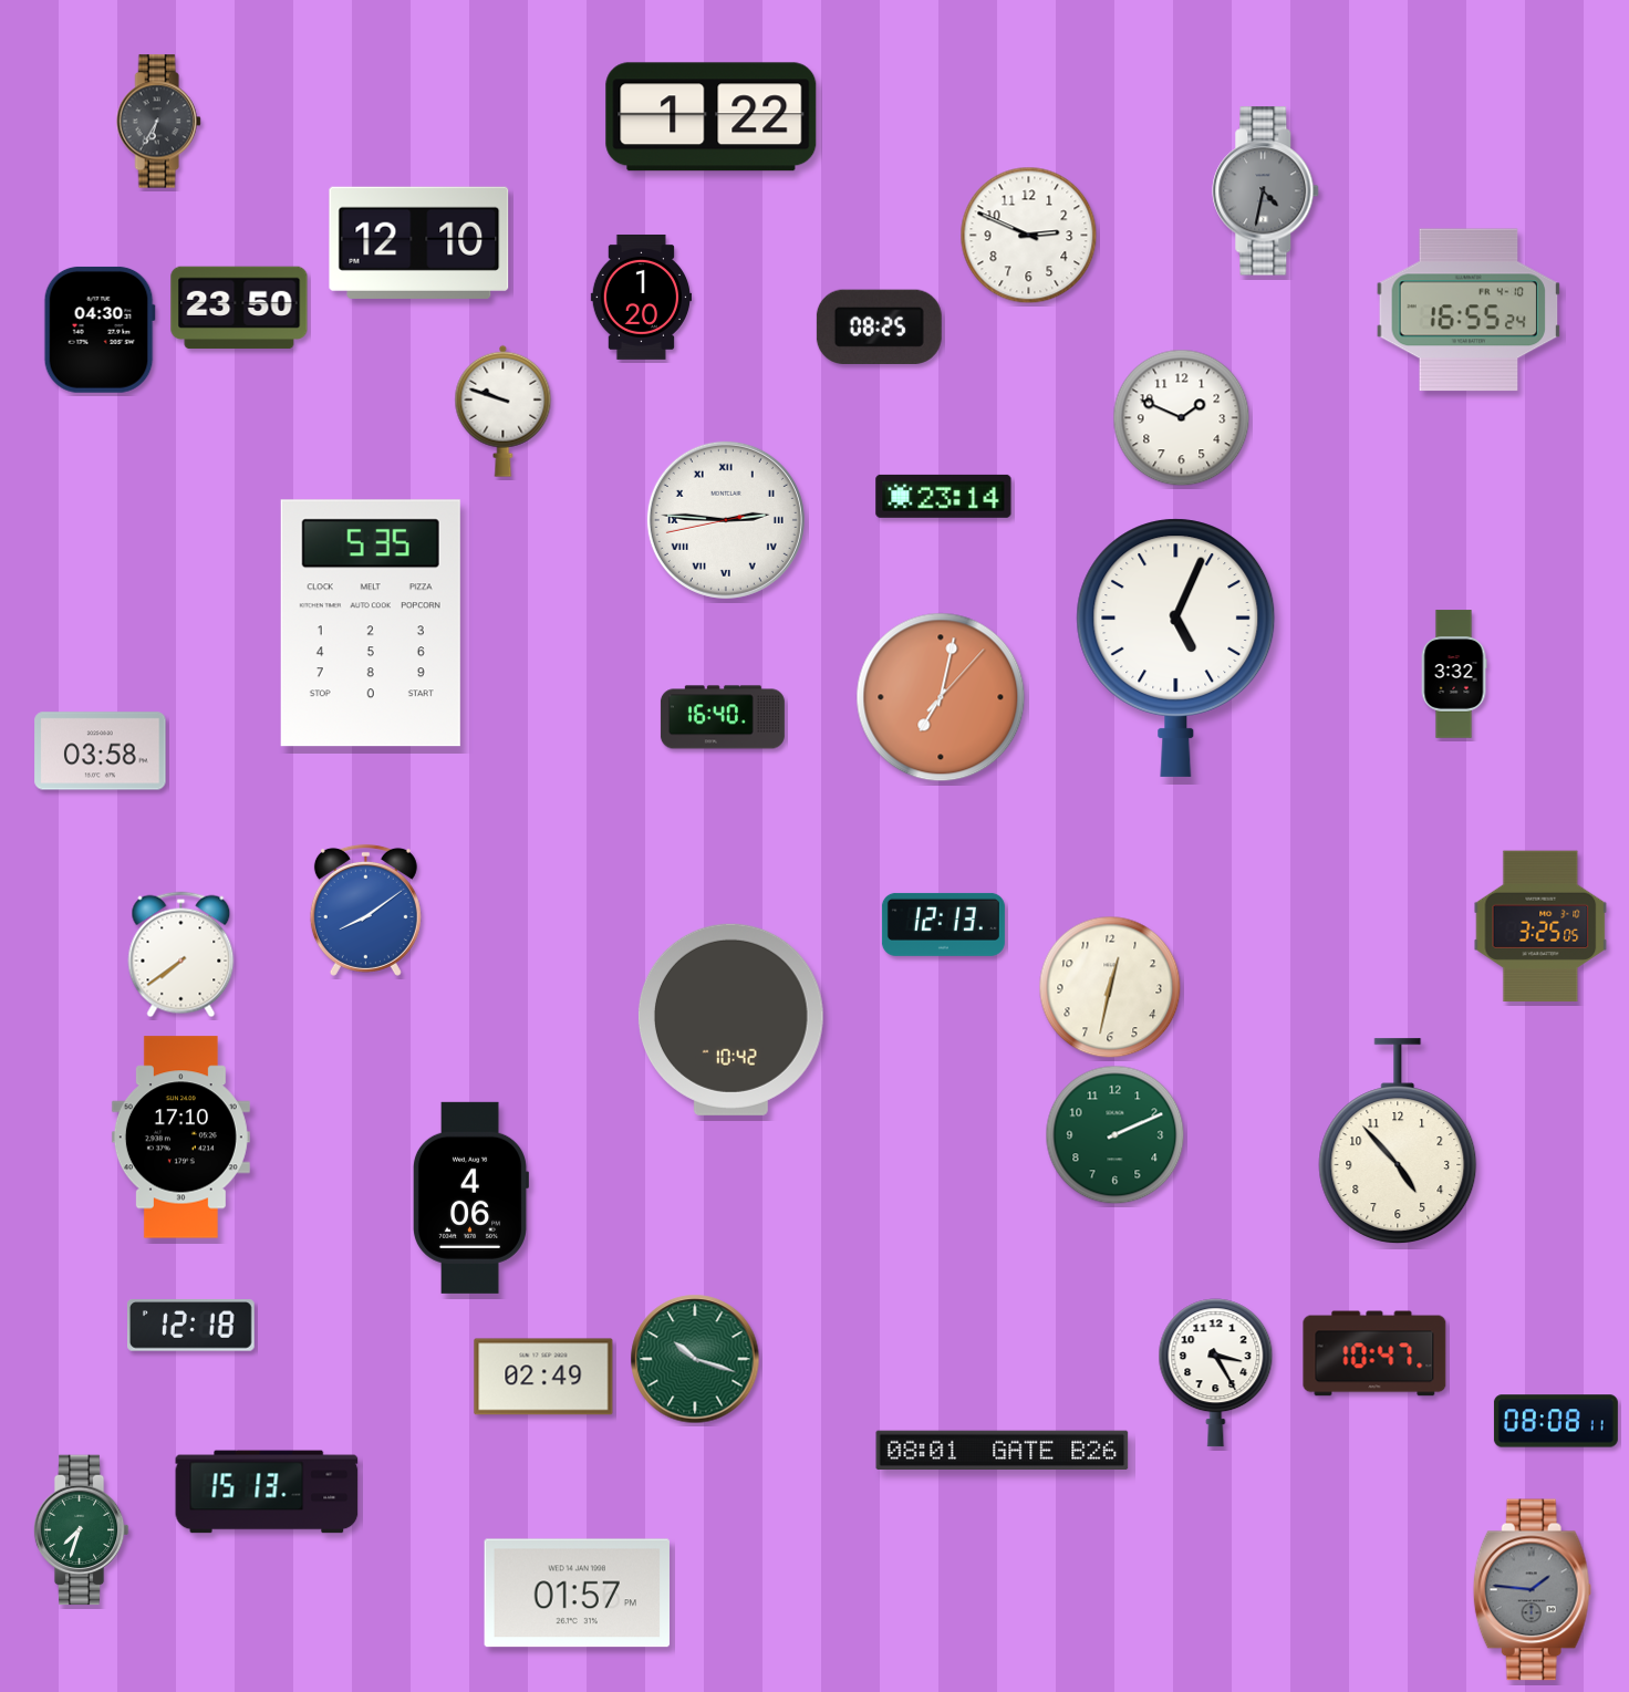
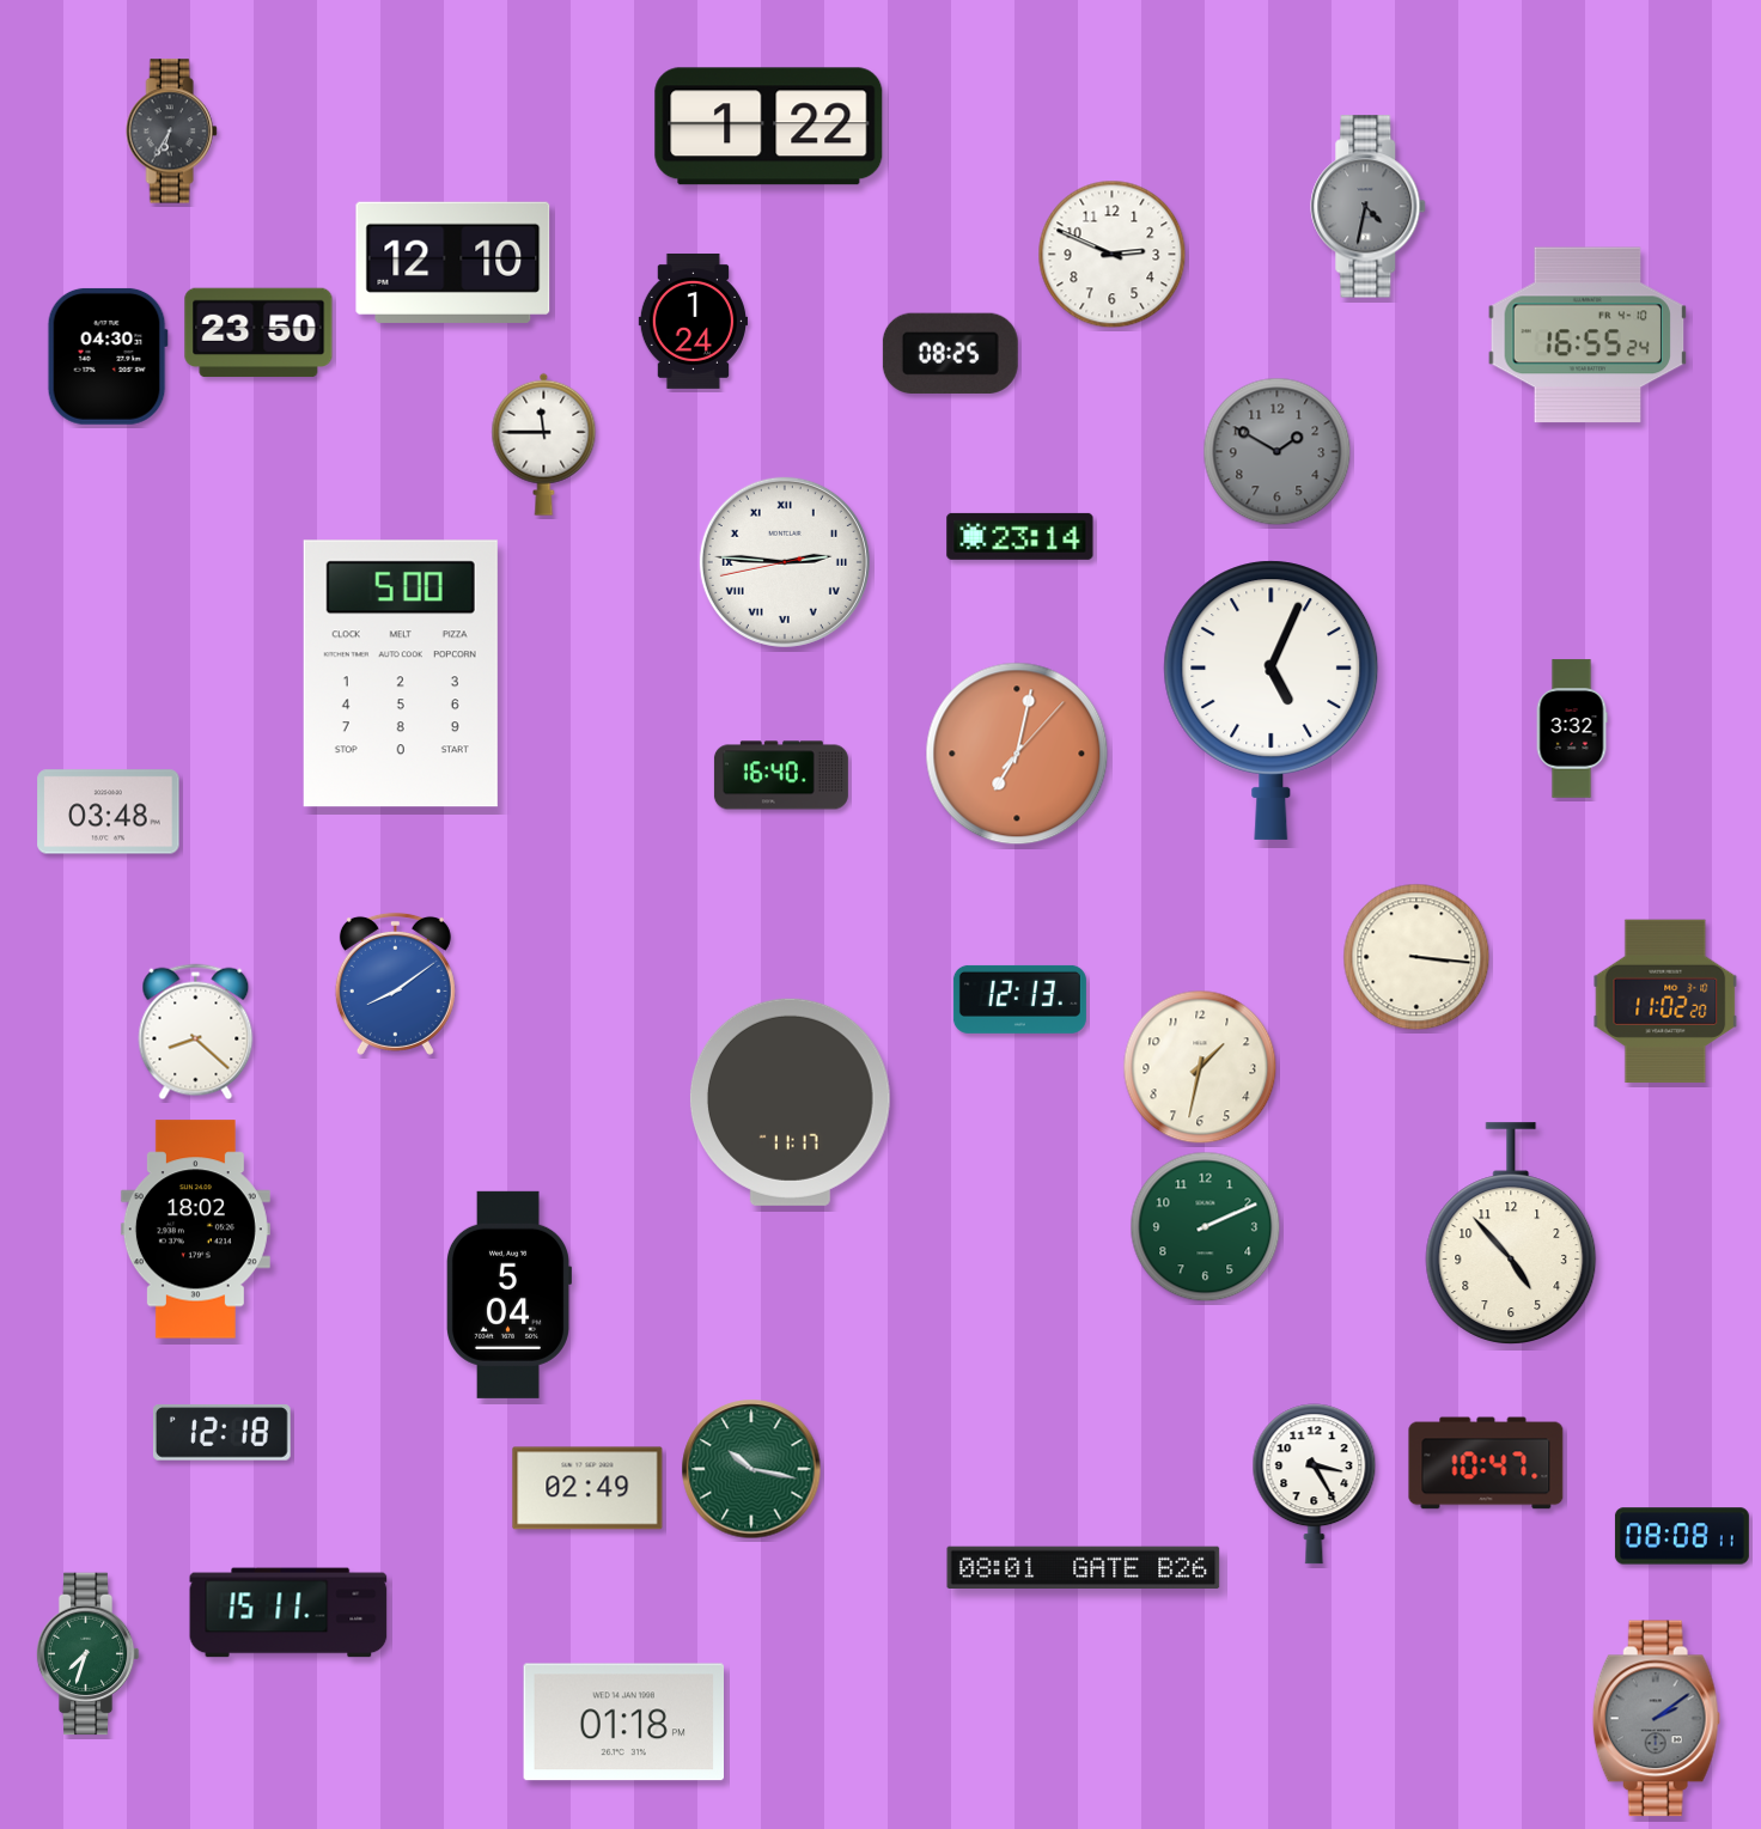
clock at (641, 297): 1:20 -> 1:24
clock at (504, 411): 9:48 -> 11:45
clock at (1182, 418): 1:49 -> 1:50
clock at (1182, 418) dial: white -> grey
clock at (371, 623): 5:35 -> 5:00
clock at (101, 751): 03:58 -> 03:48
clock at (1416, 957): none -> 3:16
clock at (1540, 926): 3:25 -> 11:02
clock at (181, 955): 7:39 -> 8:22
clock at (1110, 987): 12:32 -> 1:32
clock at (730, 1019): 10:42 -> 11:17
clock at (180, 1138): 17:10 -> 18:02
clock at (469, 1197): 4:06 -> 5:04
clock at (191, 1326) position: (191, 1326) -> (223, 1433)
clock at (695, 1359): 10:18 -> 10:17
clock at (267, 1492): 15:13 -> 15:11
clock at (1532, 1590): 1:46 -> 2:09
clock at (577, 1594): 01:57 -> 01:18
